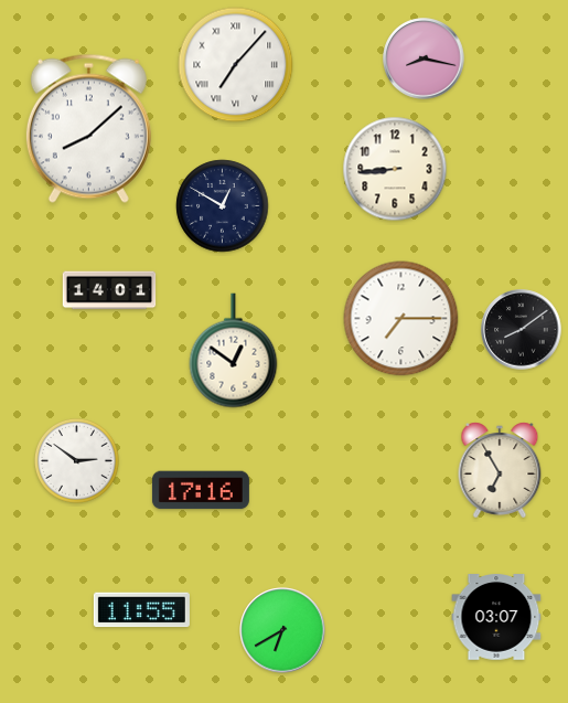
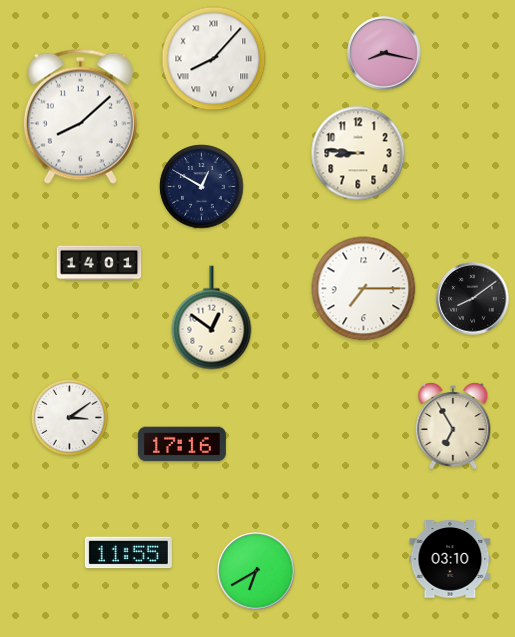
clock at (236, 65): 7:07 -> 8:07
clock at (395, 169): 8:44 -> 8:46
clock at (76, 460): 2:51 -> 3:09
clock at (496, 617): 03:07 -> 03:10
